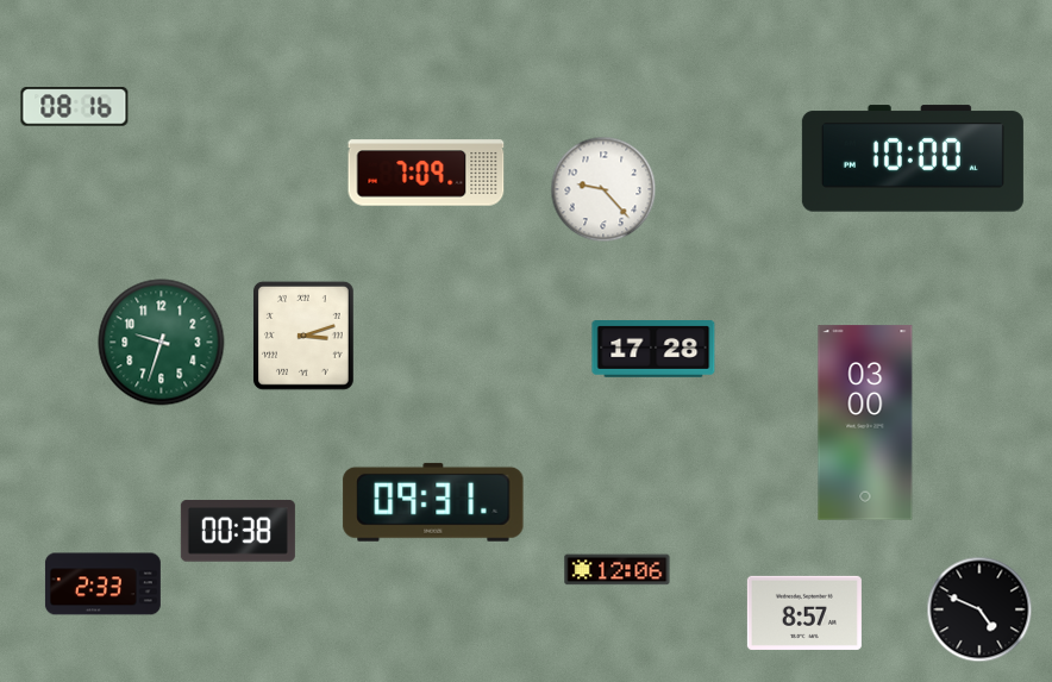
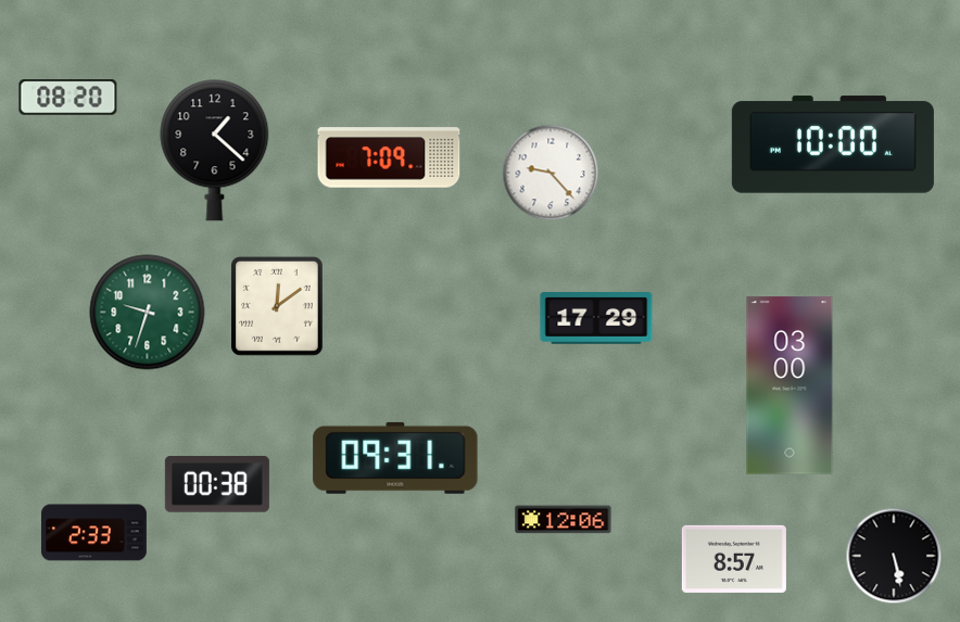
clock at (75, 107): 08:16 -> 08:20
clock at (215, 151): none -> 1:22
clock at (303, 336): 3:12 -> 12:09
clock at (653, 350): 17:28 -> 17:29
clock at (979, 609): 4:49 -> 5:28
